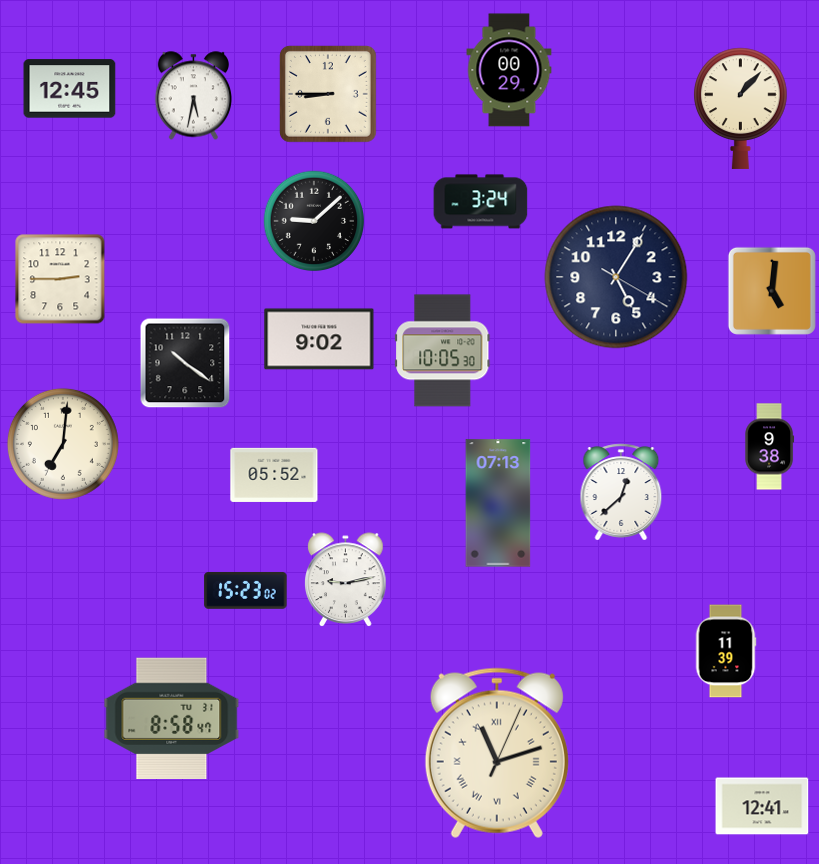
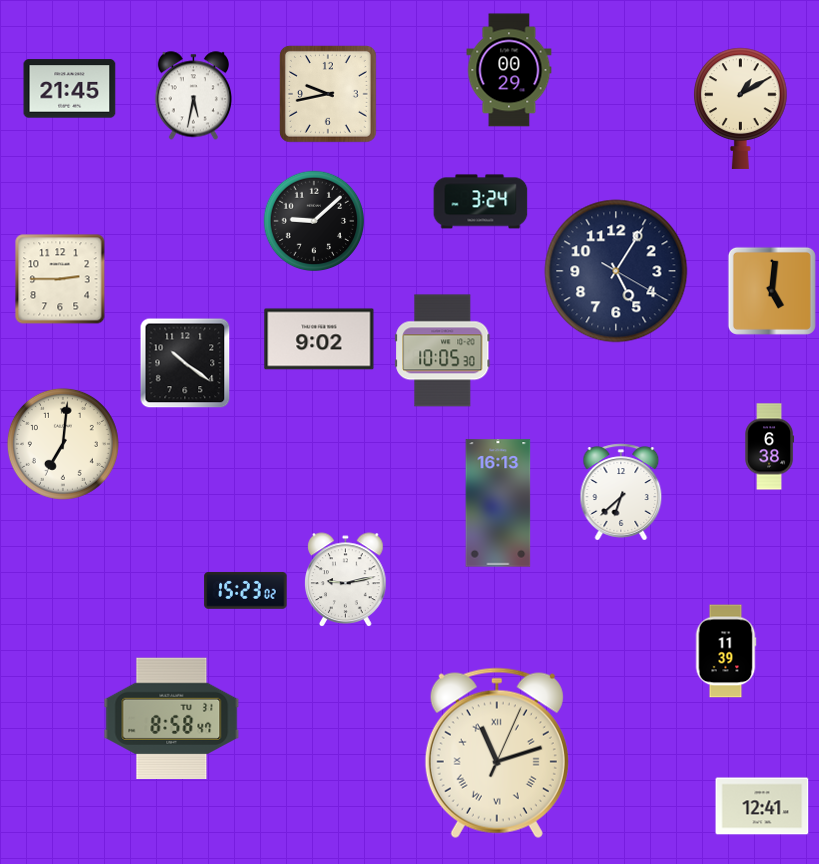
clock at (70, 89): 12:45 -> 21:45
clock at (328, 94): 8:45 -> 9:43
clock at (741, 108): 1:07 -> 1:10
clock at (616, 277) position: (616, 277) -> (616, 271)
clock at (770, 447): 9:38 -> 6:38
clock at (274, 475): 05:52 -> none
clock at (621, 492): 12:38 -> 6:38
clock at (498, 503): 07:13 -> 16:13
